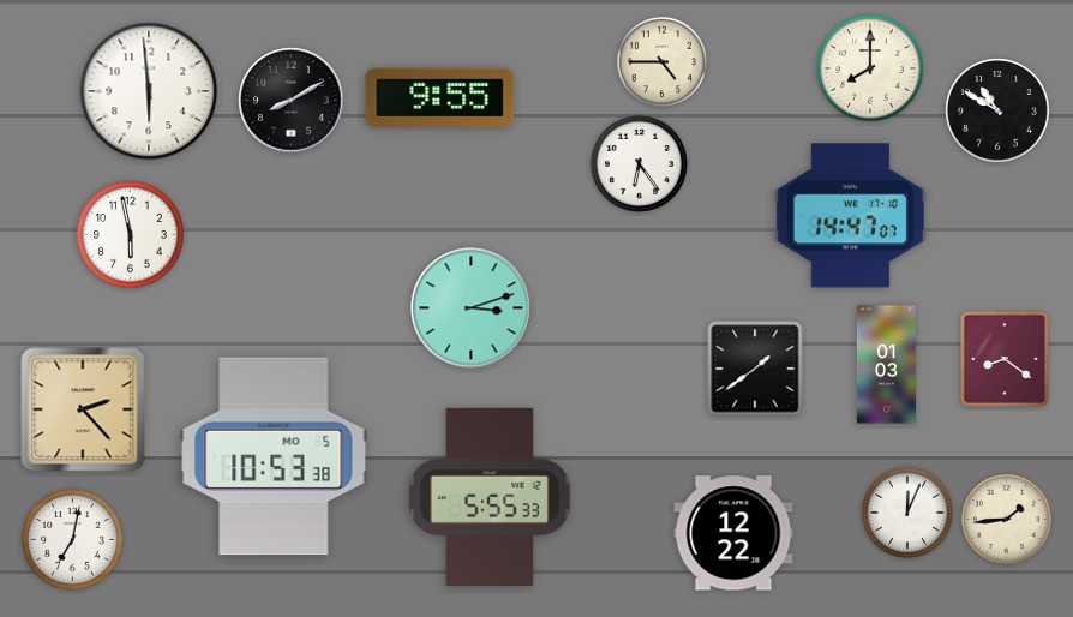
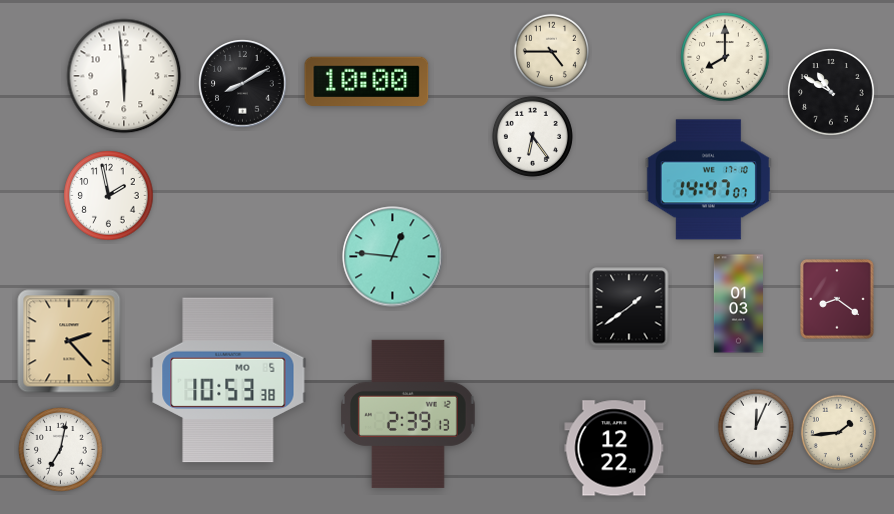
clock at (440, 97): 9:55 -> 10:00
clock at (131, 235): 5:58 -> 1:58
clock at (472, 308): 3:12 -> 12:46
clock at (490, 497): 5:55 -> 2:39
clock at (733, 533) position: (733, 533) -> (614, 448)
